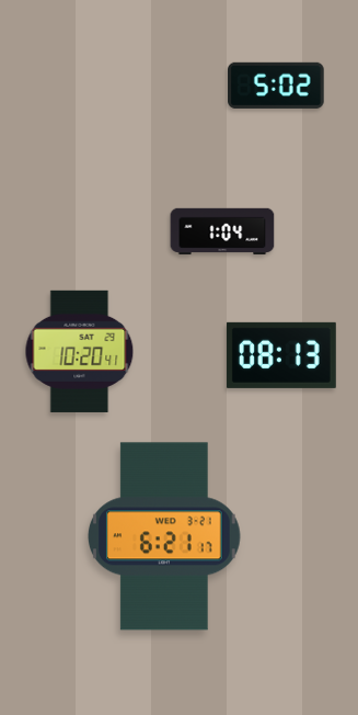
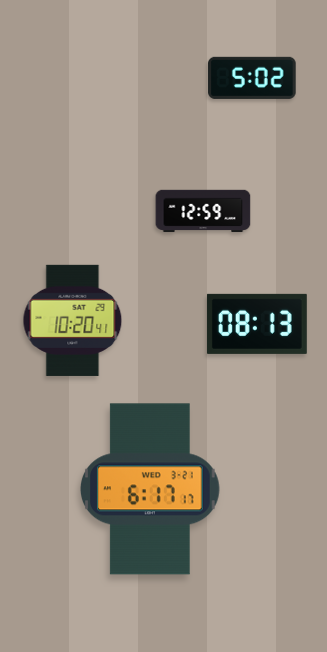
clock at (222, 231): 1:04 -> 12:59
clock at (165, 536): 6:21 -> 6:17
